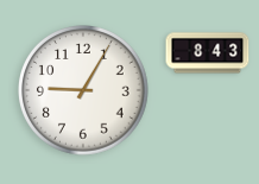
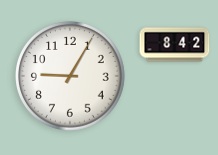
clock at (208, 53): 8:43 -> 8:42
